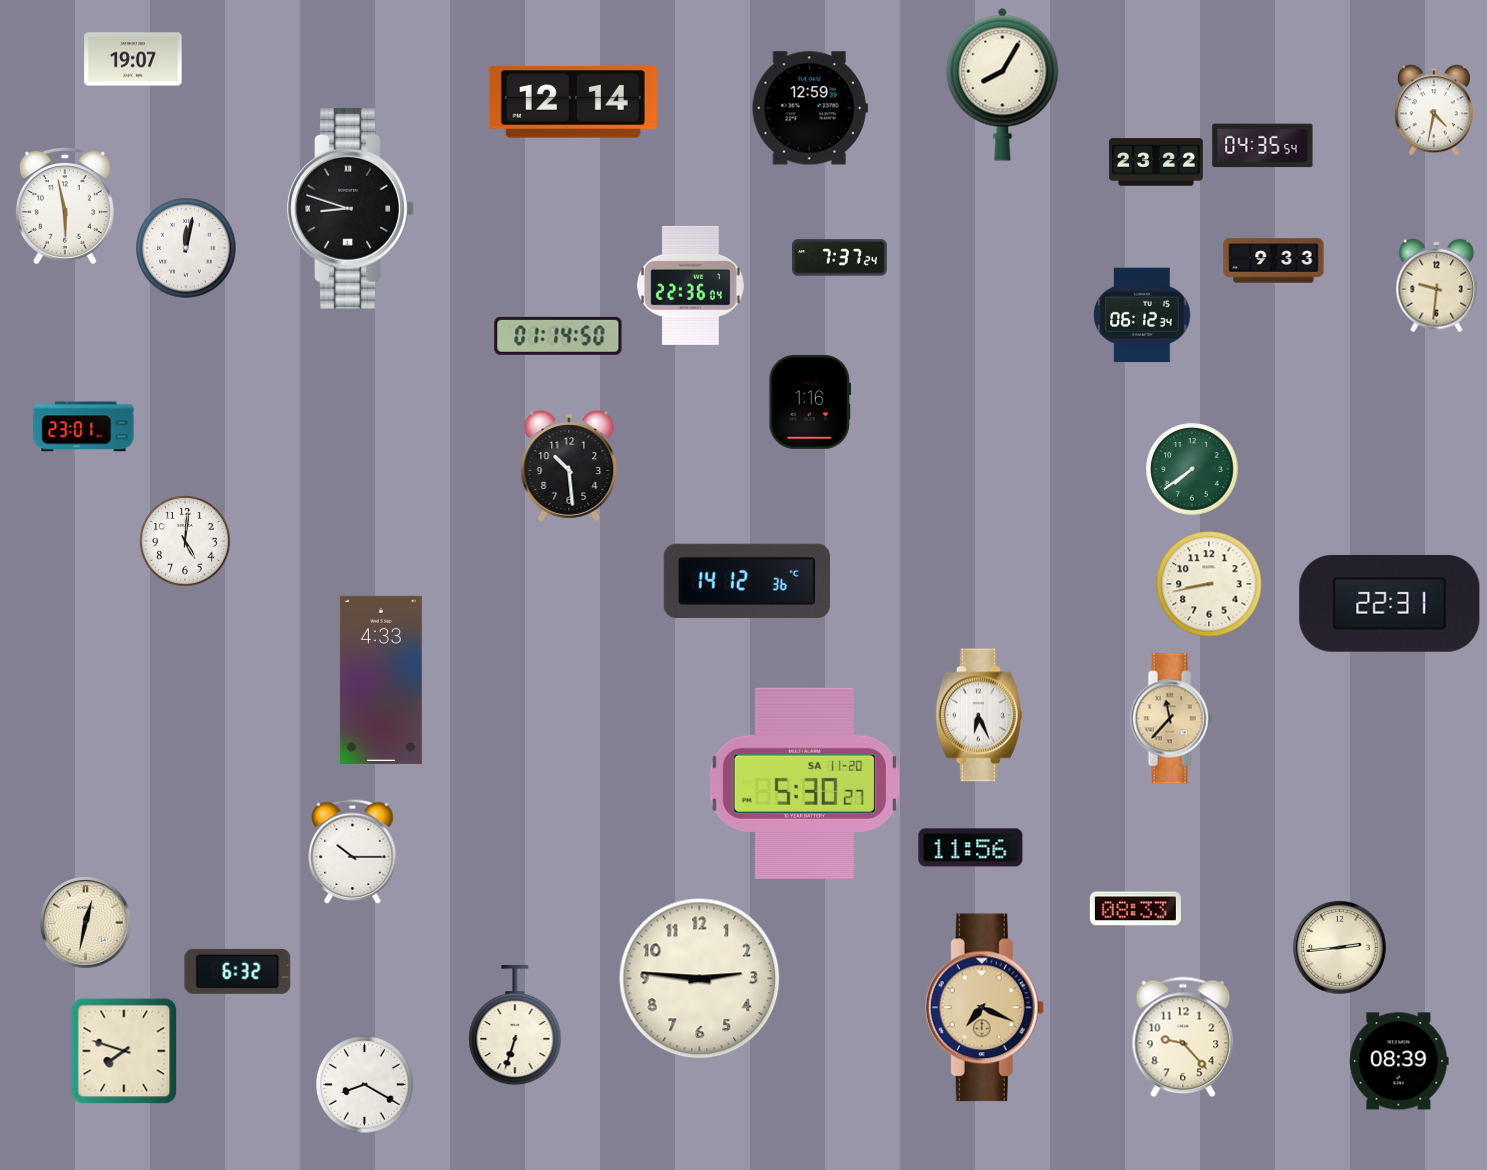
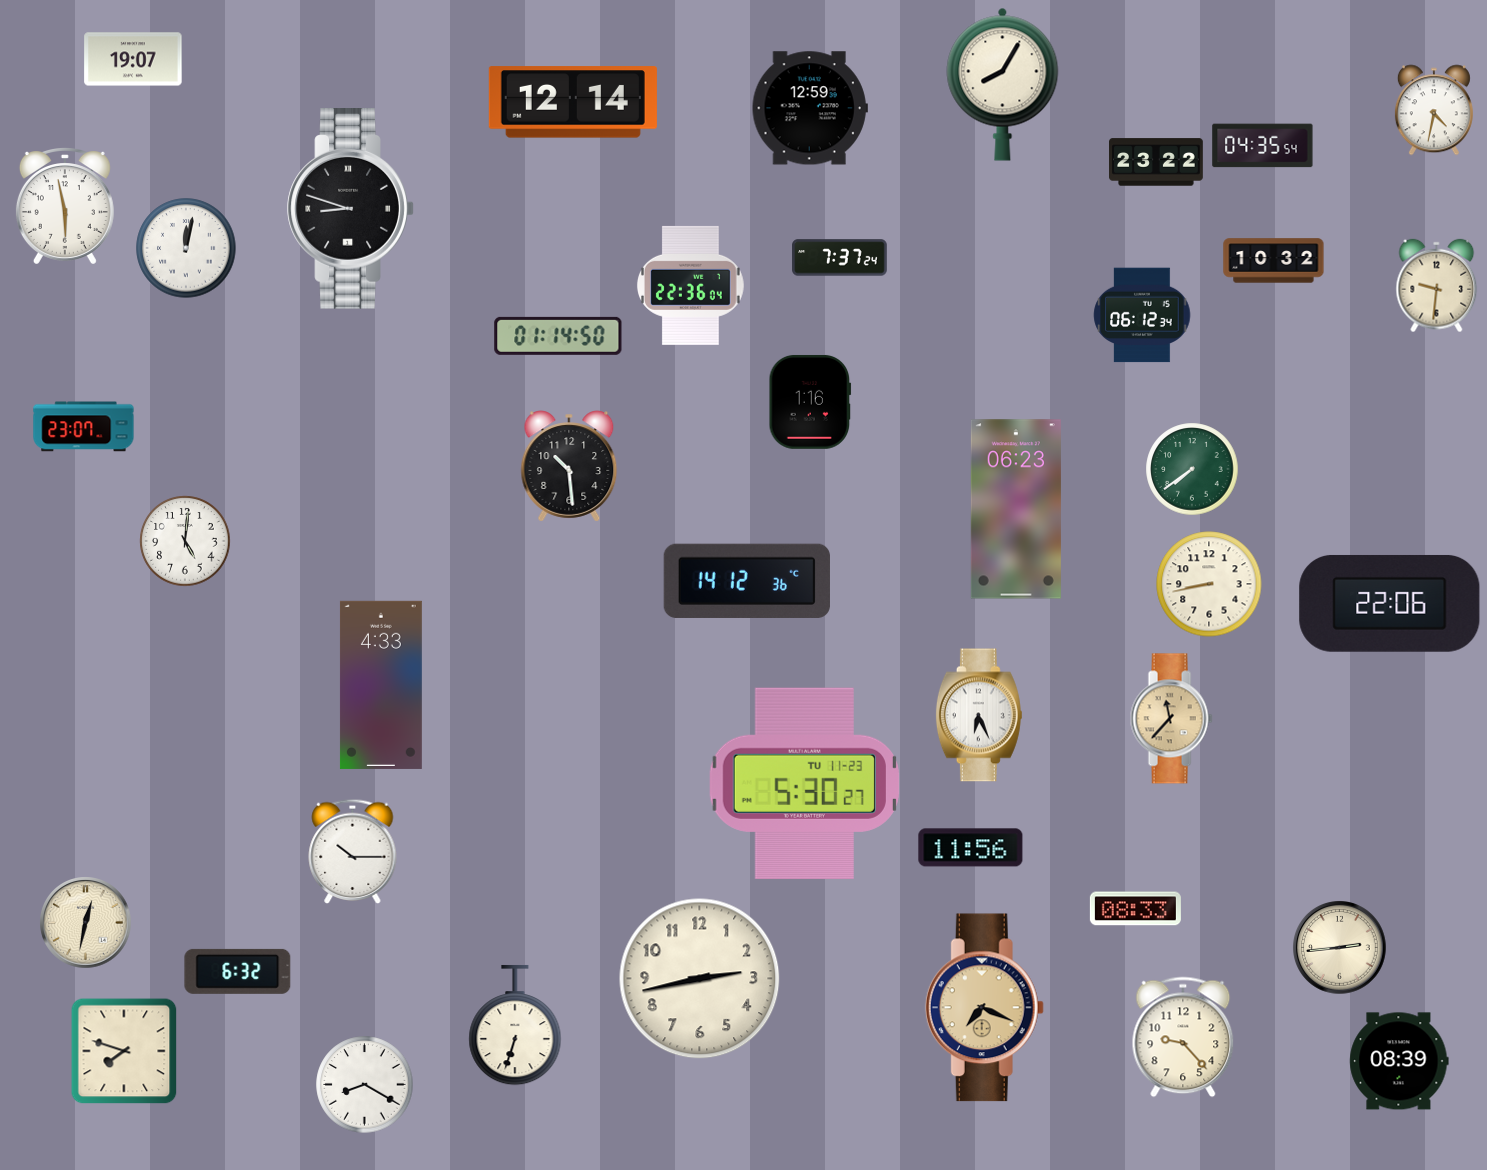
clock at (1274, 261): 9:33 -> 10:32
clock at (84, 427): 23:01 -> 23:07
clock at (1016, 509): none -> 06:23
clock at (1390, 603): 22:31 -> 22:06
clock at (381, 680) position: (381, 680) -> (381, 685)
clock at (804, 783) date: SA 11-20 -> TU 11-23
clock at (700, 979): 2:46 -> 2:43
